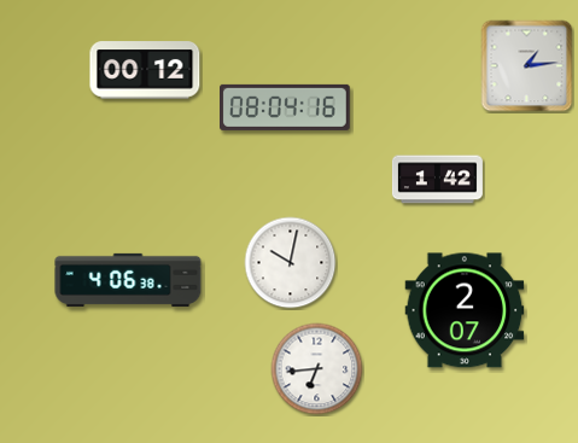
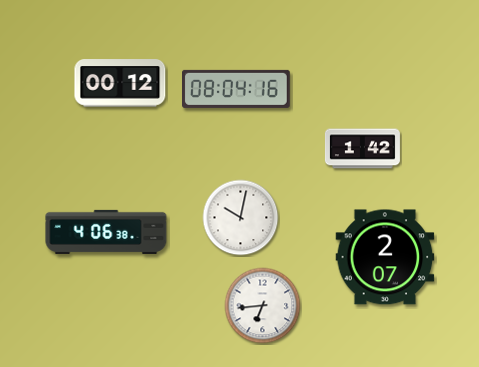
clock at (527, 66): 1:14 -> none
clock at (145, 70) position: (145, 70) -> (120, 83)
